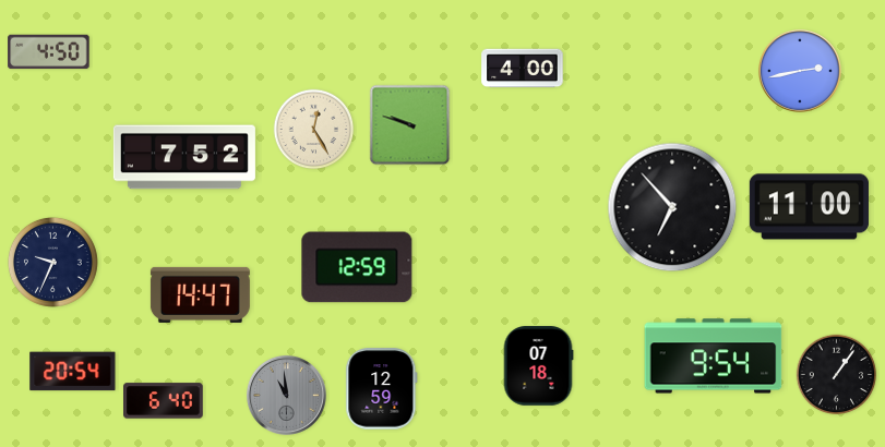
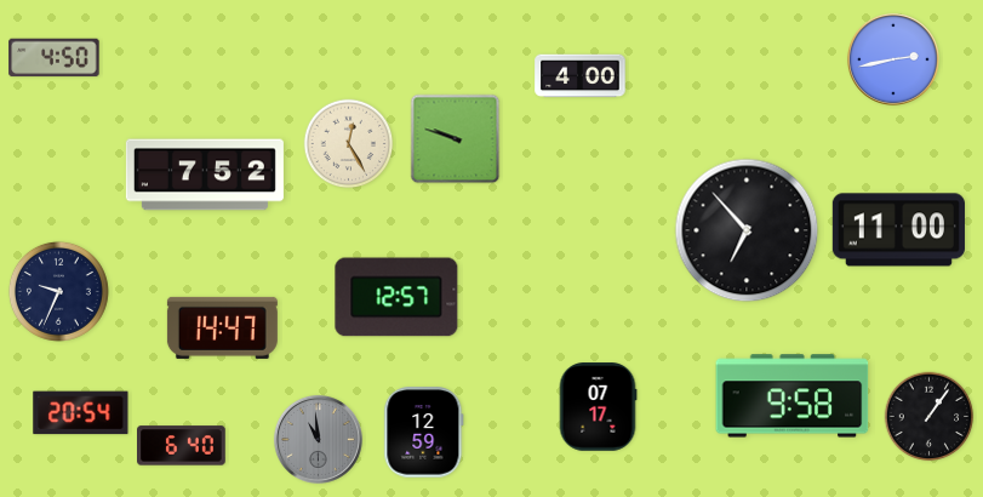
clock at (800, 71) position: (800, 71) -> (893, 59)
clock at (357, 267): 12:59 -> 12:57
clock at (714, 357): 9:54 -> 9:58
clock at (538, 366): 07:18 -> 07:17
